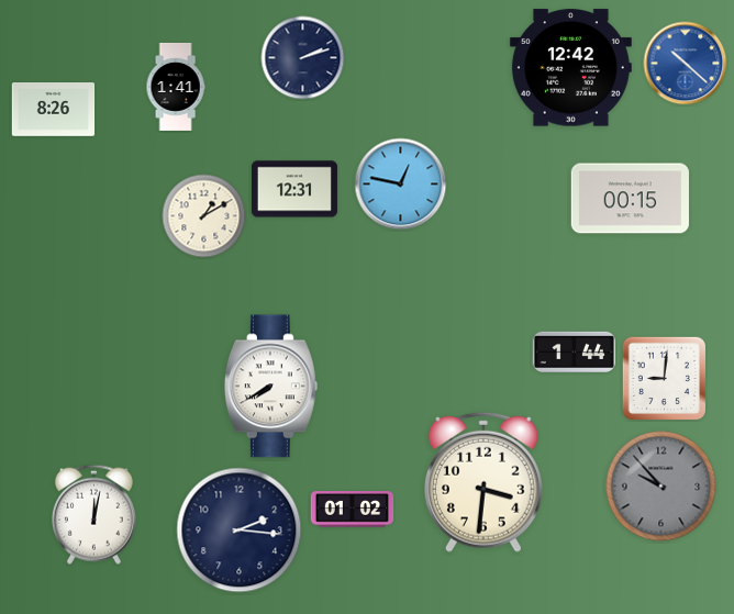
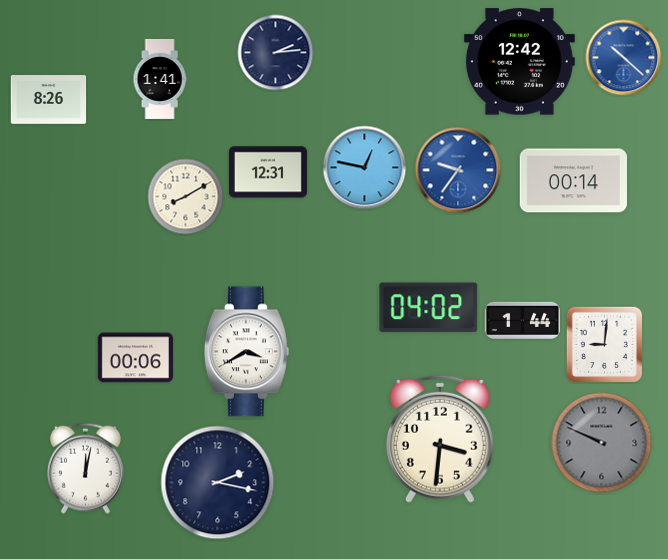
clock at (303, 58): 2:12 -> 2:14
clock at (458, 170): none -> 9:36
clock at (630, 199): 00:15 -> 00:14
clock at (204, 216): 1:10 -> 8:10
clock at (429, 308): none -> 04:02
clock at (270, 387): 7:40 -> 3:40
clock at (136, 358): none -> 00:06
clock at (661, 487): 9:53 -> 9:49
clock at (353, 510): 01:02 -> none
clock at (240, 531): 2:16 -> 2:17
